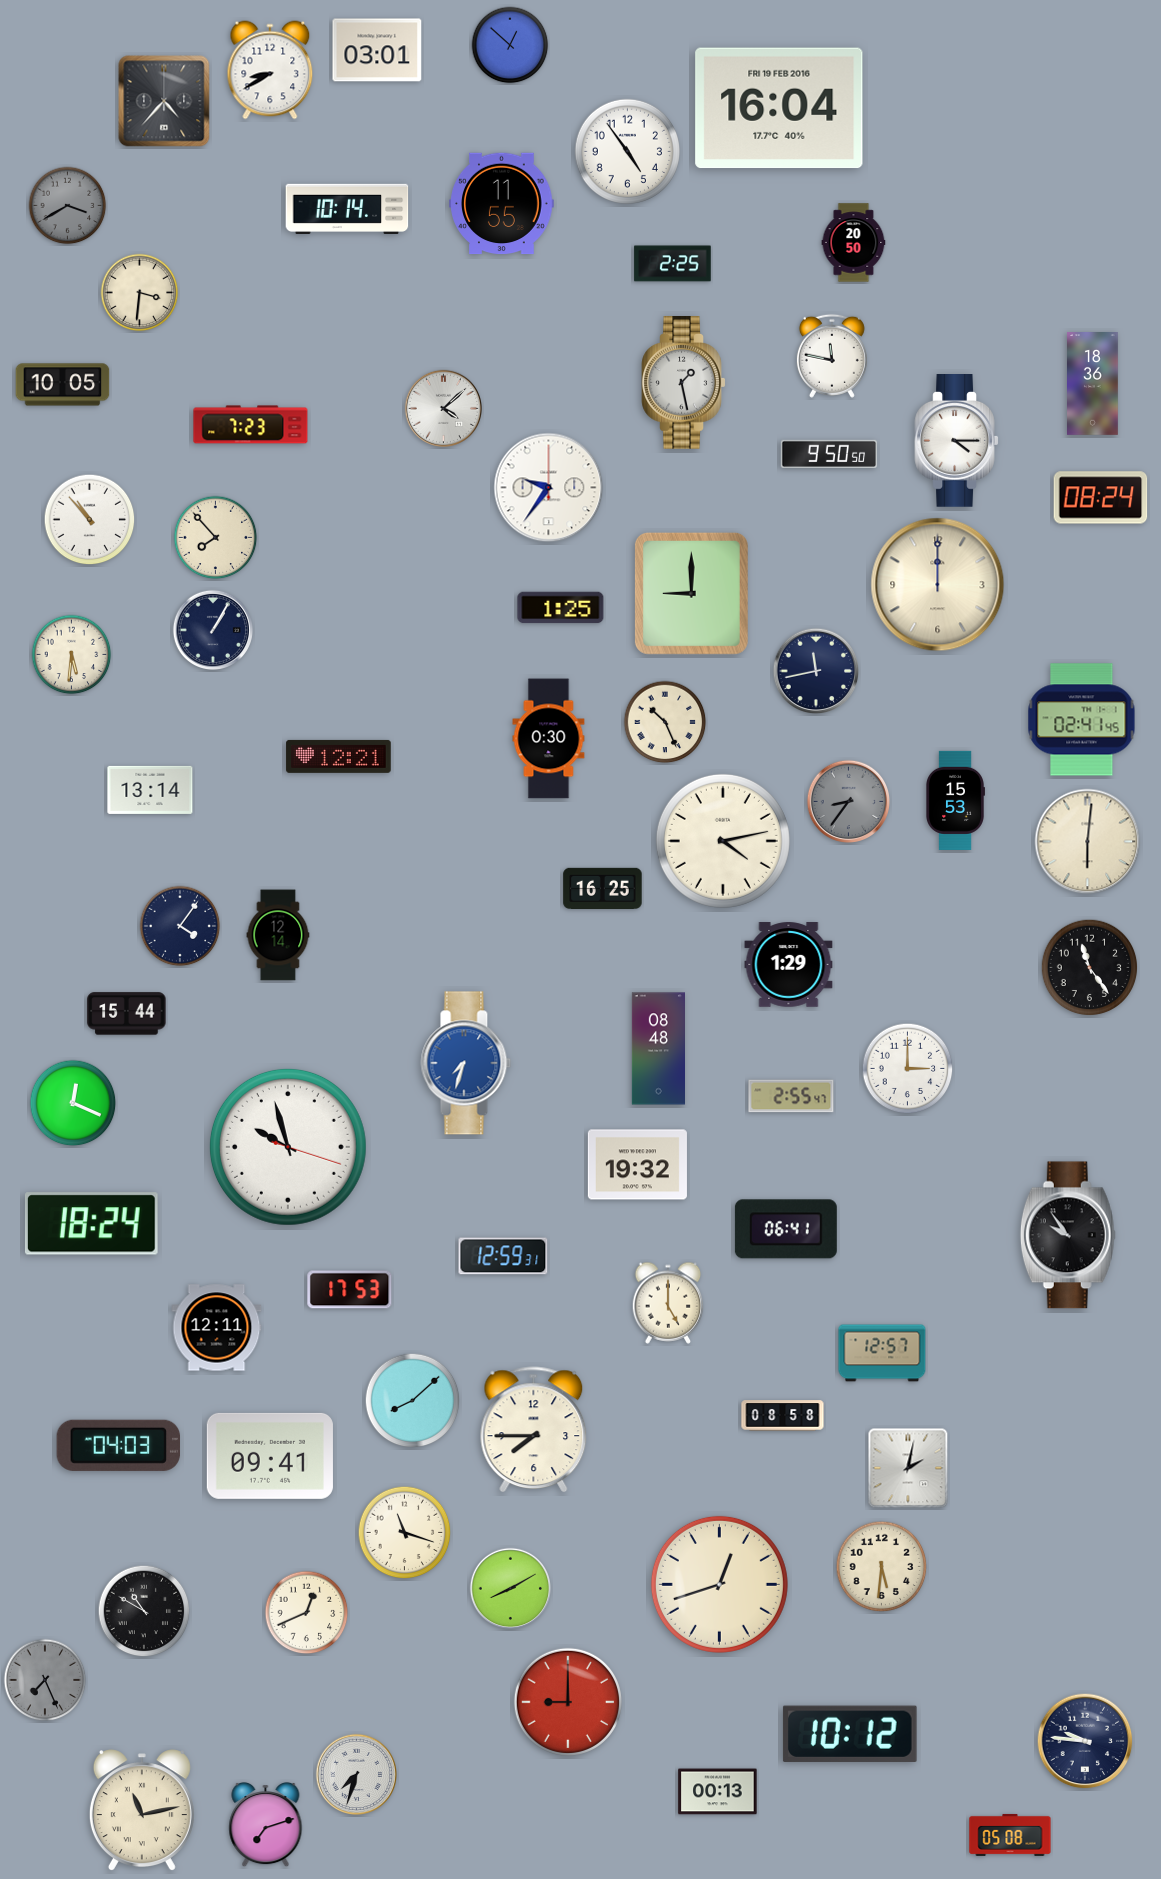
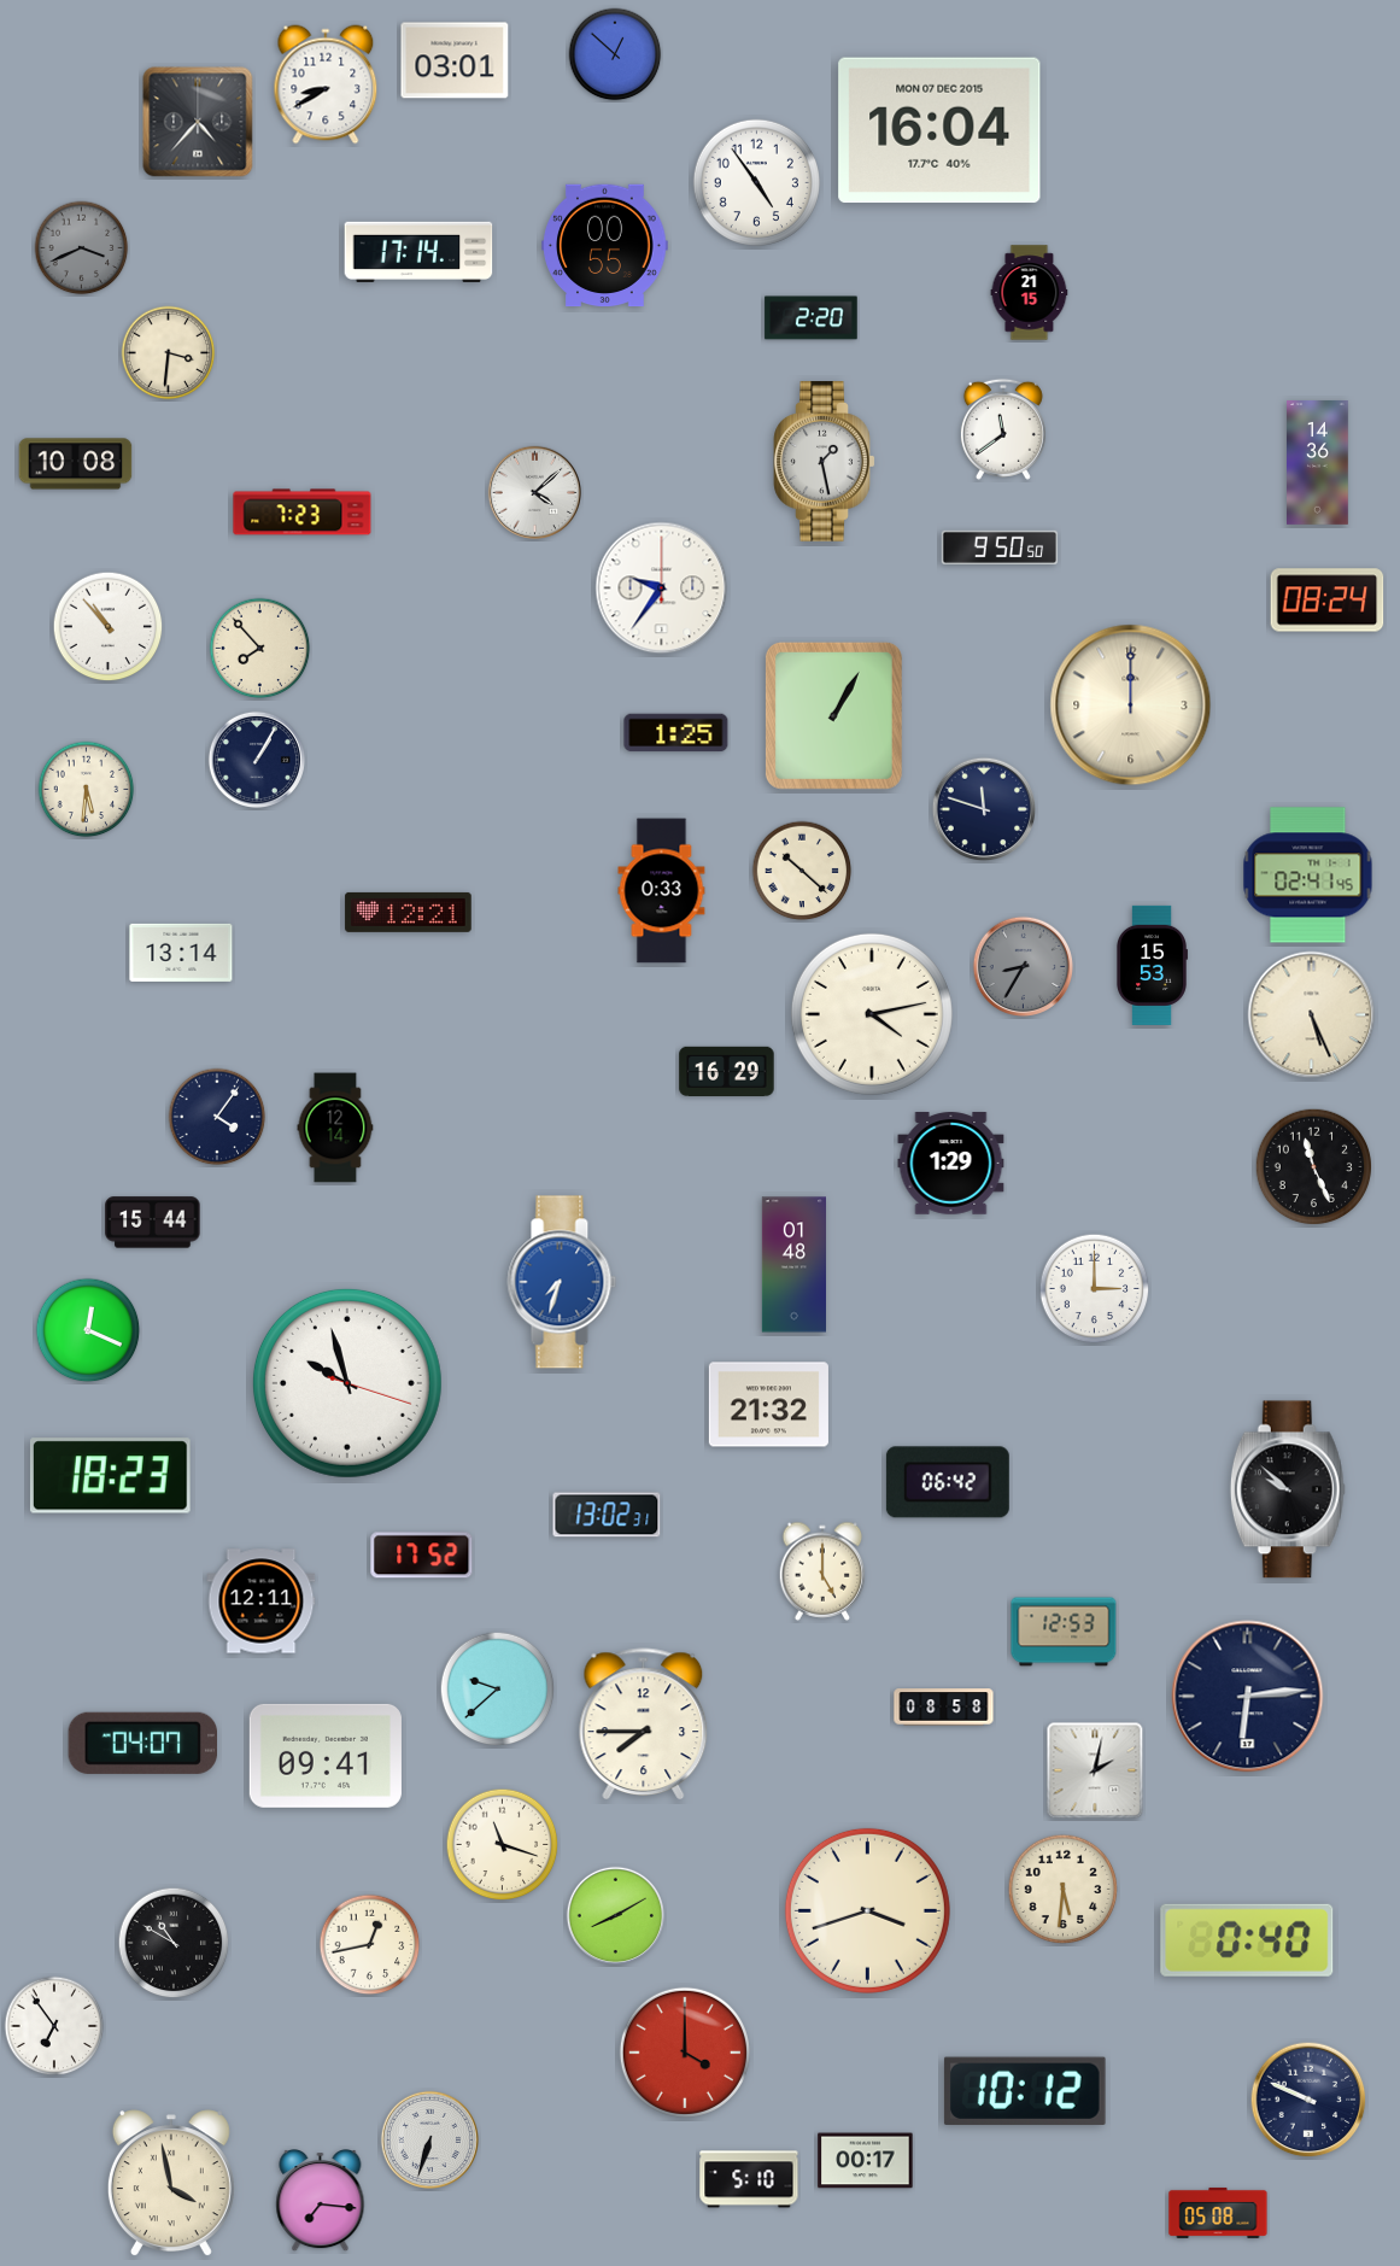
clock at (779, 108) date: FRI 19 FEB 2016 -> MON 07 DEC 2015
clock at (502, 204): 11:55 -> 00:55
clock at (68, 206): 3:40 -> 3:41
clock at (347, 209): 10:14 -> 17:14
clock at (854, 243): 20:50 -> 21:15
clock at (673, 264): 2:25 -> 2:20
clock at (832, 356): 11:47 -> 11:39
clock at (1093, 384): 18:36 -> 14:36
clock at (63, 385): 10:05 -> 10:08
clock at (957, 441): 4:15 -> none
clock at (691, 593): 9:00 -> 1:05
clock at (816, 671): 11:43 -> 11:48
clock at (1082, 720) position: (1082, 720) -> (1308, 876)
clock at (665, 722): 10:26 -> 10:22
clock at (549, 739): 0:30 -> 0:33
clock at (849, 802): 8:36 -> 8:35
clock at (1088, 842): 6:01 -> 5:26
clock at (603, 888): 16:25 -> 16:29
clock at (1090, 968): 11:24 -> 11:26
clock at (658, 1049): 08:48 -> 01:48
clock at (791, 1096): 2:55 -> none
clock at (637, 1165): 19:32 -> 21:32
clock at (91, 1224): 18:24 -> 18:23
clock at (786, 1229): 06:41 -> 06:42
clock at (1068, 1235): 9:54 -> 9:52
clock at (503, 1256): 12:59 -> 13:02
clock at (350, 1290): 17:53 -> 17:52
clock at (668, 1303) position: (668, 1303) -> (822, 1571)
clock at (882, 1353): 12:57 -> 12:53
clock at (413, 1401): 8:08 -> 9:38
clock at (1248, 1697): none -> 6:14
clock at (118, 1445): 04:03 -> 04:07
clock at (405, 1533) position: (405, 1533) -> (503, 1845)
clock at (719, 1584): 12:42 -> 3:42
clock at (1247, 1940): none -> 0:40
clock at (307, 1613): 12:41 -> 12:43
clock at (45, 1680): 7:26 -> 6:54
clock at (45, 1680) dial: grey -> white
clock at (568, 1702): 9:00 -> 4:00
clock at (1085, 1741): 9:46 -> 9:49
clock at (356, 1774): 7:33 -> 6:33
clock at (718, 1792): 00:13 -> 00:17
clock at (749, 2179): none -> 5:10
clock at (142, 1811): 11:13 -> 3:58
clock at (266, 1826): 7:12 -> 7:16
